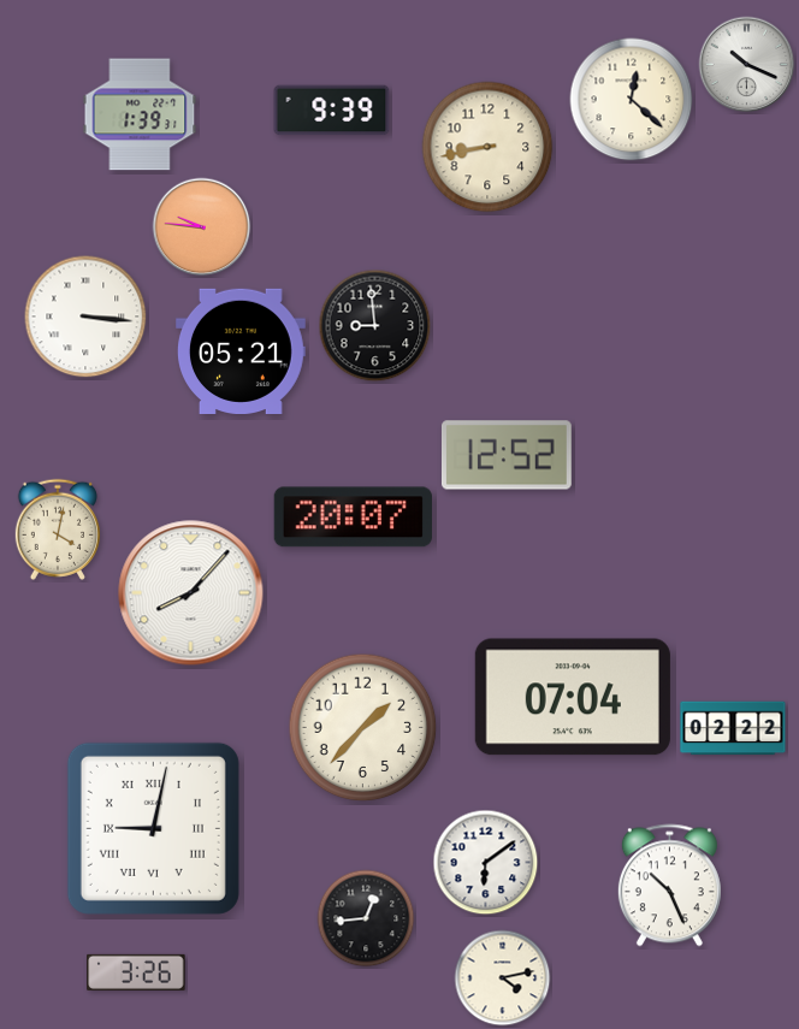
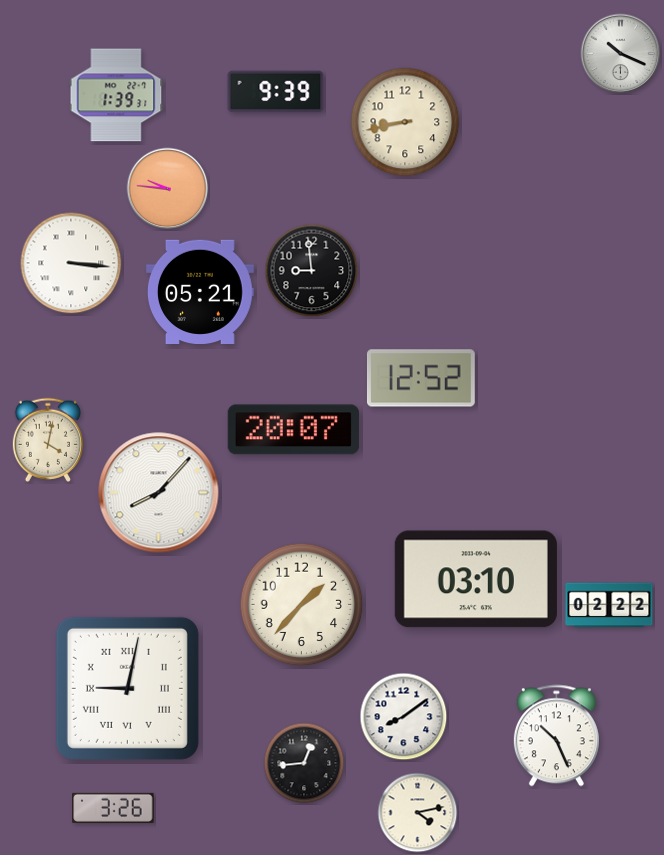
clock at (632, 100): 12:22 -> none
clock at (573, 697): 07:04 -> 03:10
clock at (486, 863): 6:09 -> 8:09
